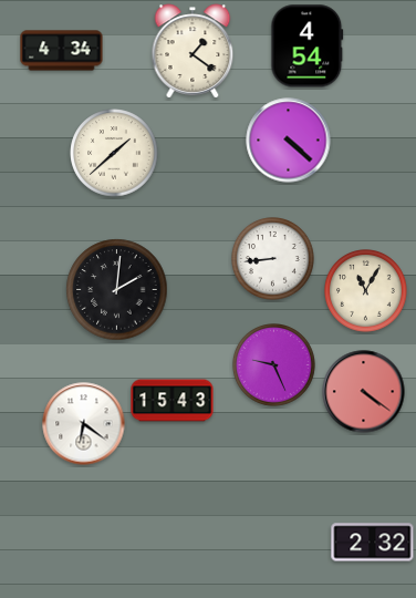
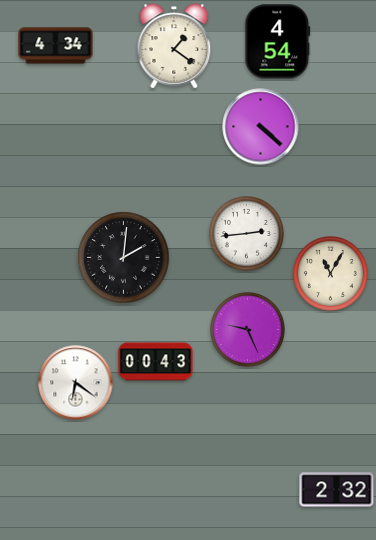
clock at (114, 153): 1:38 -> none
clock at (273, 259): 8:44 -> 2:44
clock at (117, 290) position: (117, 290) -> (124, 258)
clock at (366, 291) position: (366, 291) -> (331, 274)
clock at (364, 392): 4:21 -> none
clock at (173, 401): 15:43 -> 00:43
